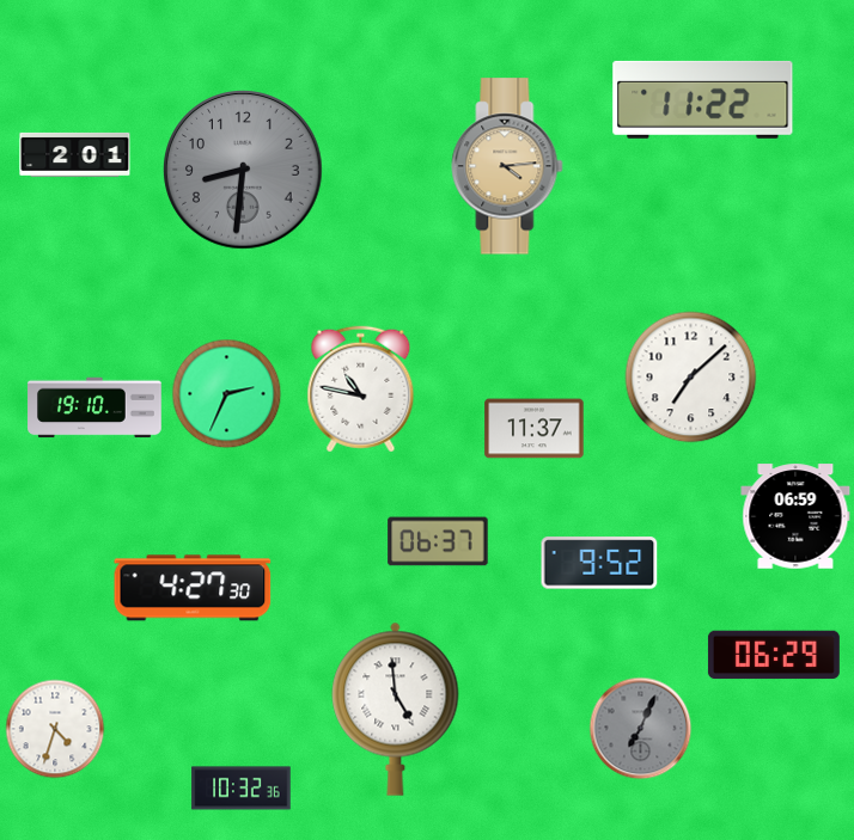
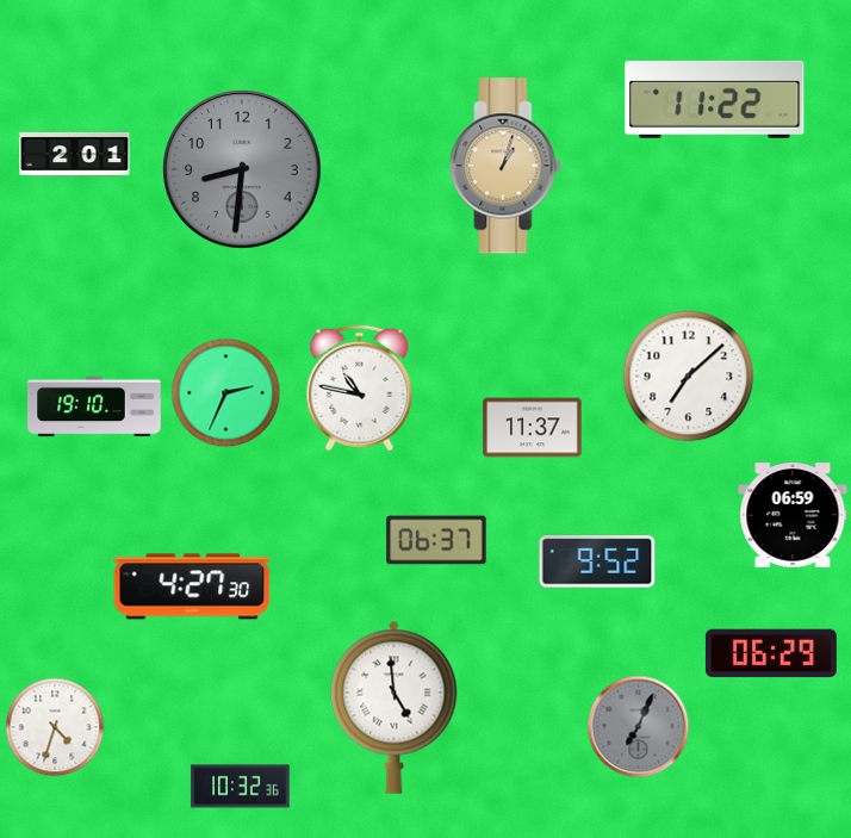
clock at (703, 99) position: (703, 99) -> (715, 99)
clock at (507, 166): 4:14 -> 1:03
